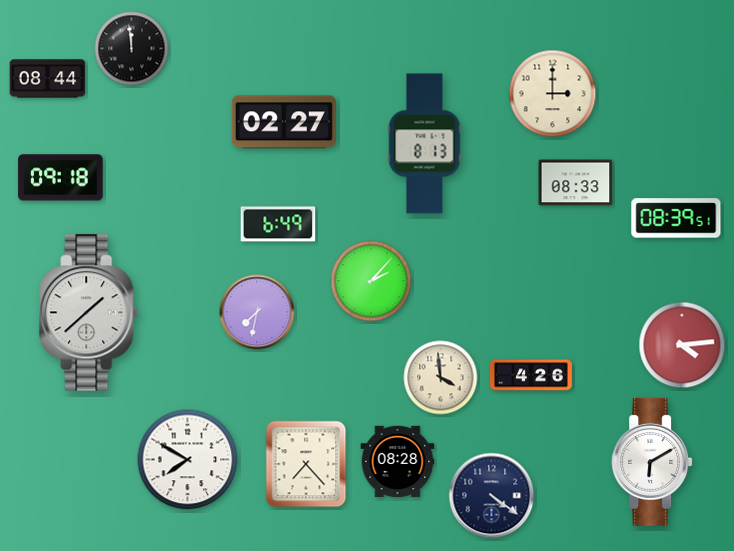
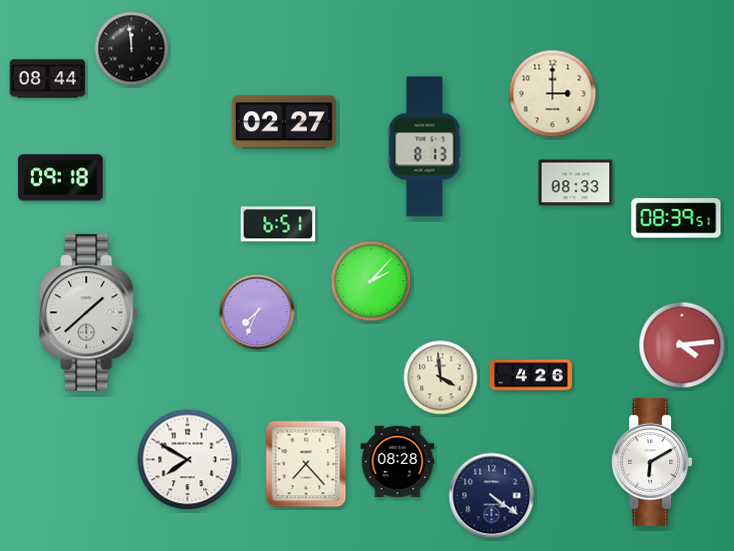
clock at (425, 144) position: (425, 144) -> (425, 147)
clock at (278, 224): 6:49 -> 6:51
clock at (257, 312): 7:32 -> 7:34
